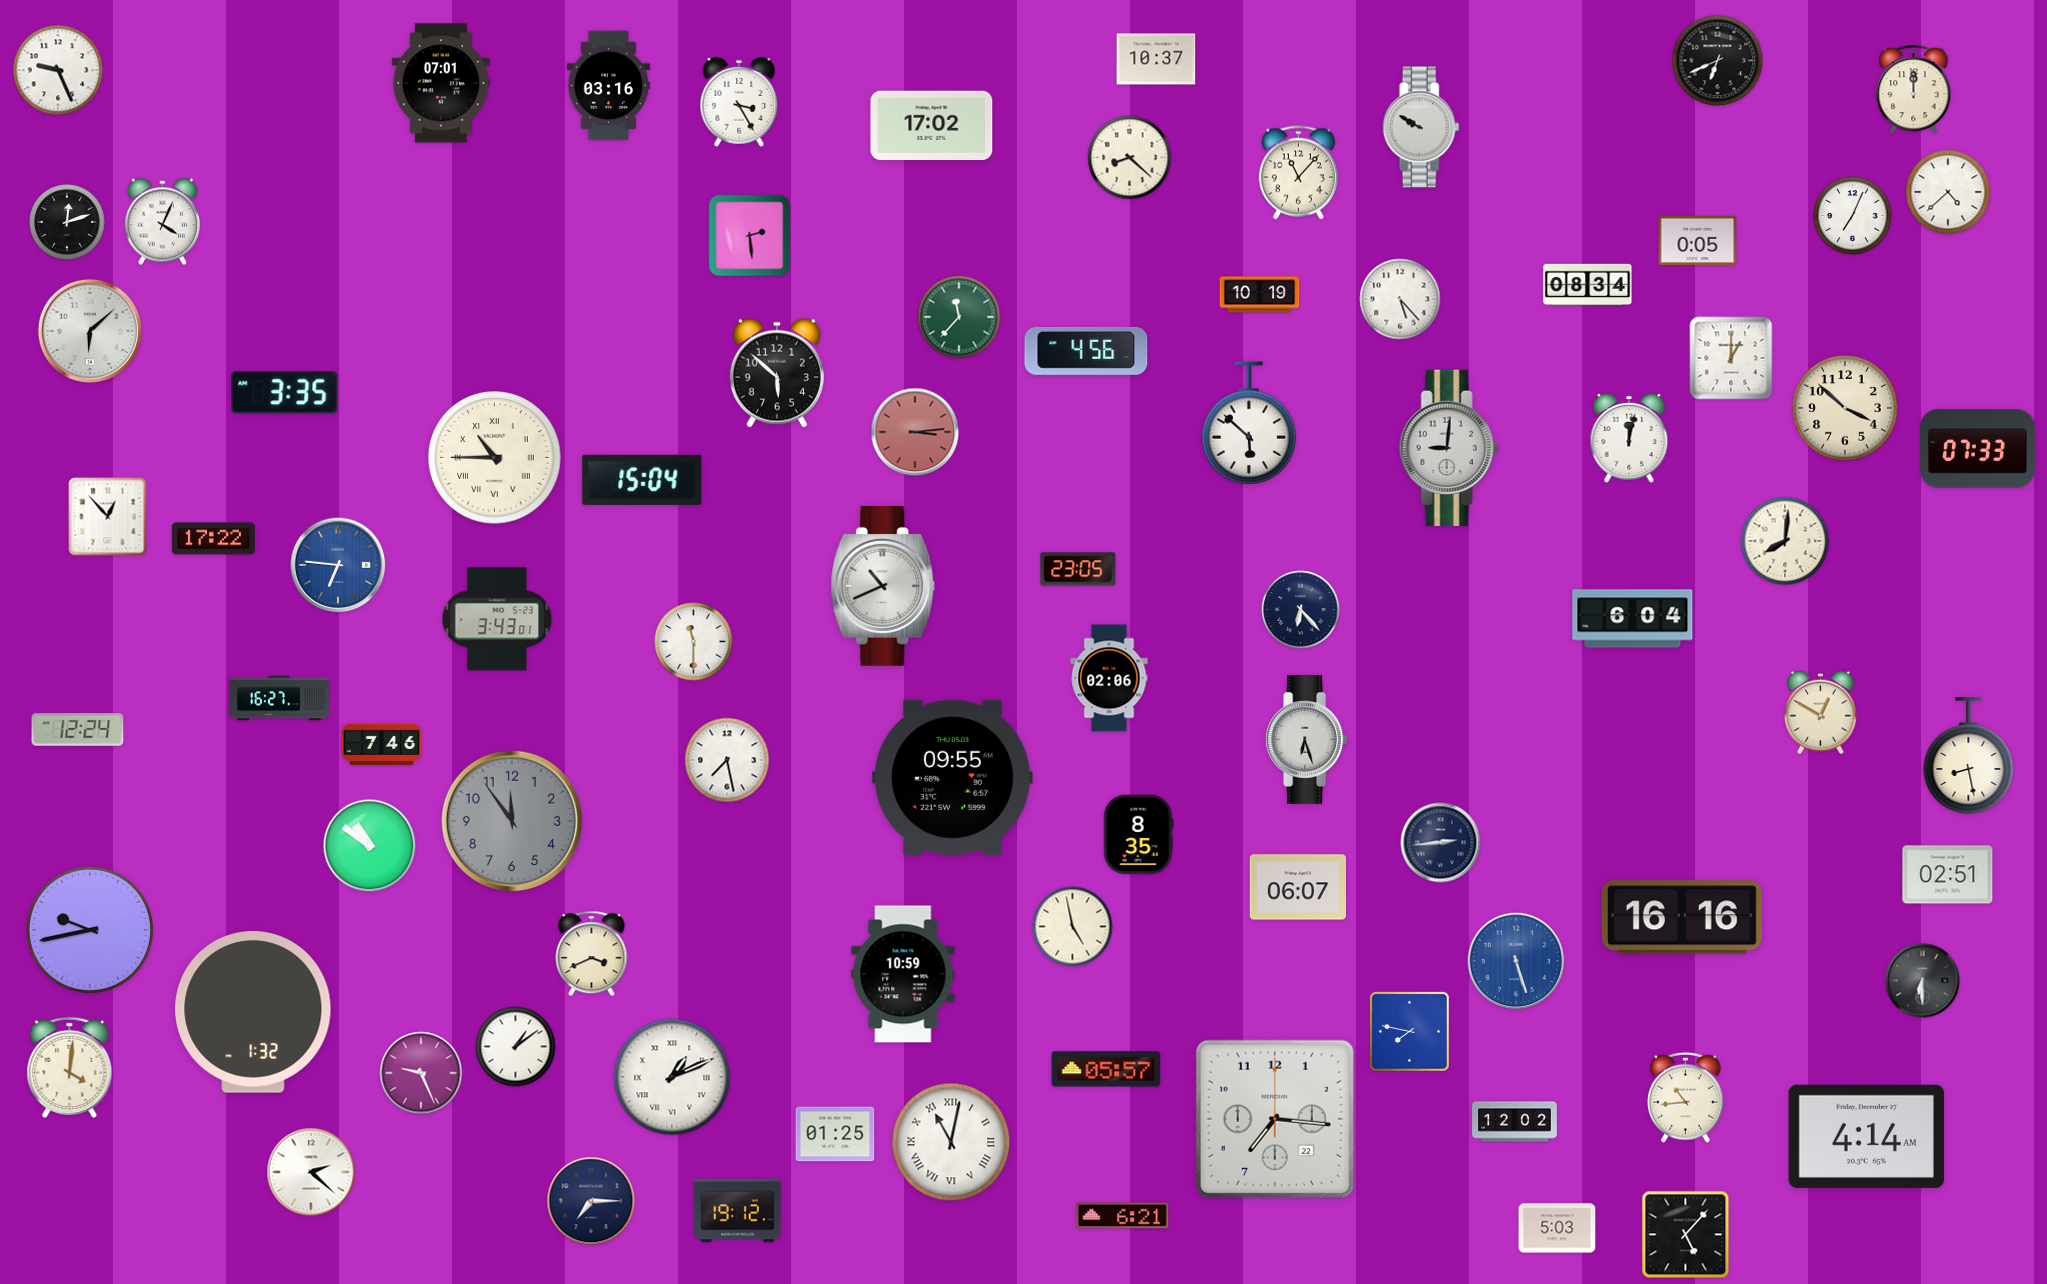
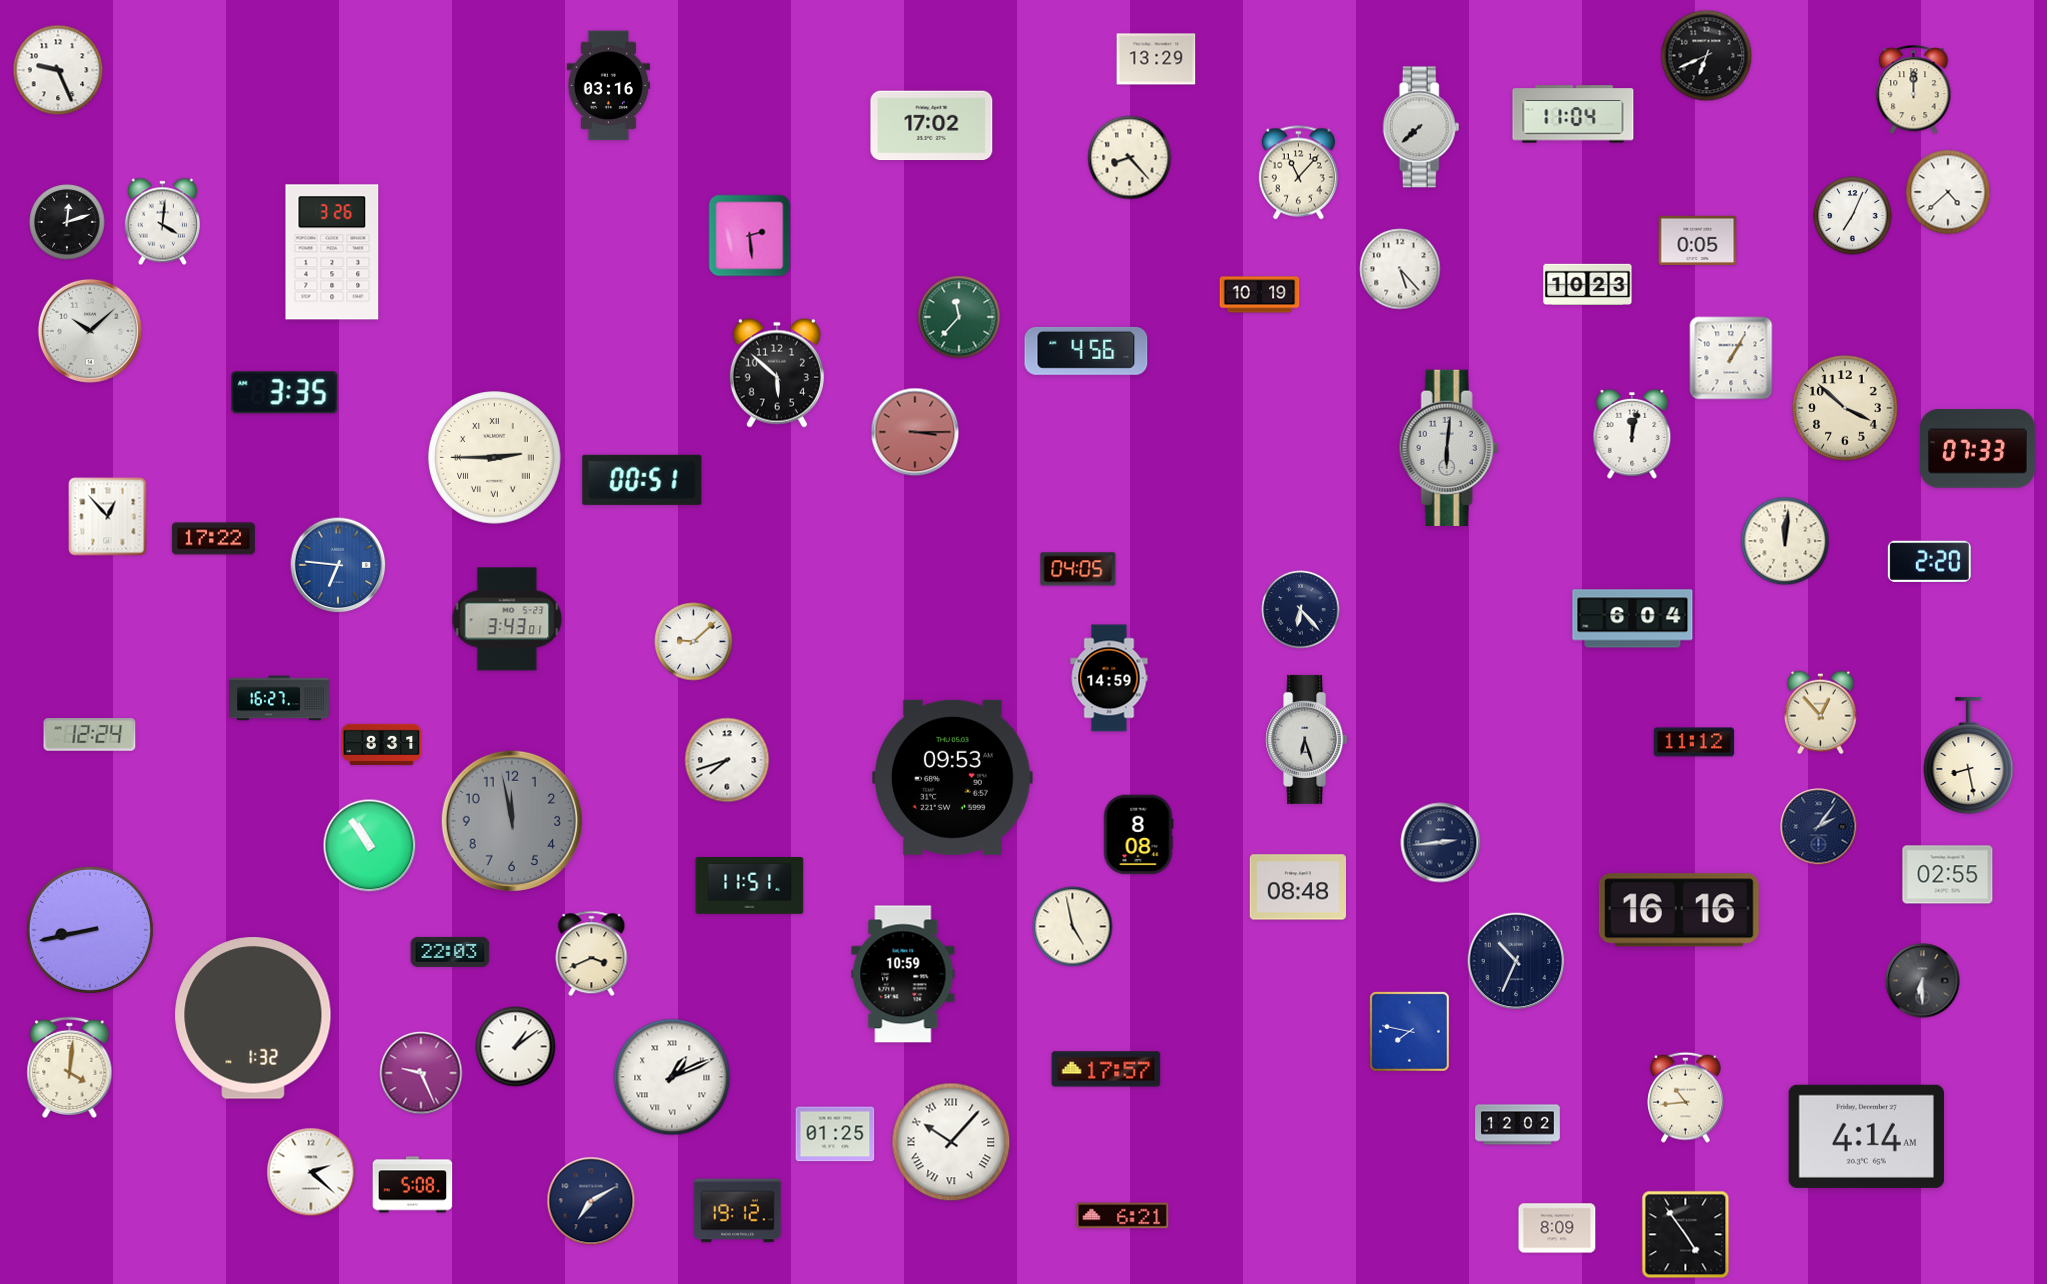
clock at (1156, 59): 10:37 -> 13:29
clock at (1718, 61) position: (1718, 61) -> (1707, 56)
clock at (441, 83): 07:01 -> none
clock at (739, 102): 3:25 -> none
clock at (1573, 114): none -> 11:04
clock at (1421, 127): 9:50 -> 7:38
clock at (1130, 158): 8:22 -> 8:23
clock at (162, 222): 4:04 -> 4:01
clock at (332, 252): none -> 3:26
clock at (1588, 284): 08:34 -> 10:23
clock at (1400, 299) position: (1400, 299) -> (1400, 269)
clock at (90, 331): 6:08 -> 10:08
clock at (1731, 358): 1:00 -> 1:05
clock at (1248, 423): 5:52 -> none
clock at (915, 432): 3:14 -> 3:15
clock at (1629, 438) position: (1629, 438) -> (1632, 434)
clock at (1449, 448): 9:01 -> 6:01
clock at (495, 458): 10:45 -> 2:45
clock at (642, 480): 15:04 -> 00:51
clock at (1785, 541): 8:01 -> 12:01
clock at (1929, 561): none -> 2:20
clock at (1078, 569): 23:05 -> 04:05
clock at (883, 586): 10:41 -> none
clock at (497, 619) position: (497, 619) -> (507, 619)
clock at (694, 642): 11:30 -> 9:08
clock at (1109, 678): 02:06 -> 14:59
clock at (1821, 713): 12:50 -> 12:53
clock at (78, 730) position: (78, 730) -> (90, 735)
clock at (1694, 742): none -> 11:12
clock at (382, 744): 7:46 -> 8:31
clock at (727, 760): 7:28 -> 7:42
clock at (953, 777): 09:55 -> 09:53
clock at (512, 821): 11:54 -> 11:58
clock at (1819, 827): none -> 2:06
clock at (1138, 835): 8:35 -> 8:08
clock at (370, 846): 10:51 -> 10:54
clock at (1948, 875): 02:51 -> 02:55
clock at (750, 886): none -> 11:51
clock at (1297, 887): 06:07 -> 08:48
clock at (1682, 917) position: (1682, 917) -> (1679, 910)
clock at (90, 930): 9:43 -> 8:43
clock at (450, 952): none -> 22:03
clock at (1516, 961): 5:27 -> 10:34
clock at (1516, 961) dial: blue -> navy
clock at (253, 1012) position: (253, 1012) -> (253, 1018)
clock at (1106, 1069): 05:57 -> 17:57
clock at (1275, 1119): 7:16 -> none
clock at (1515, 1122) position: (1515, 1122) -> (1518, 1125)
clock at (951, 1142): 11:02 -> 10:07
clock at (413, 1185): none -> 5:08
clock at (591, 1201): 7:15 -> 7:10
clock at (1557, 1228): 5:03 -> 8:09
clock at (1686, 1235): 5:07 -> 4:54
